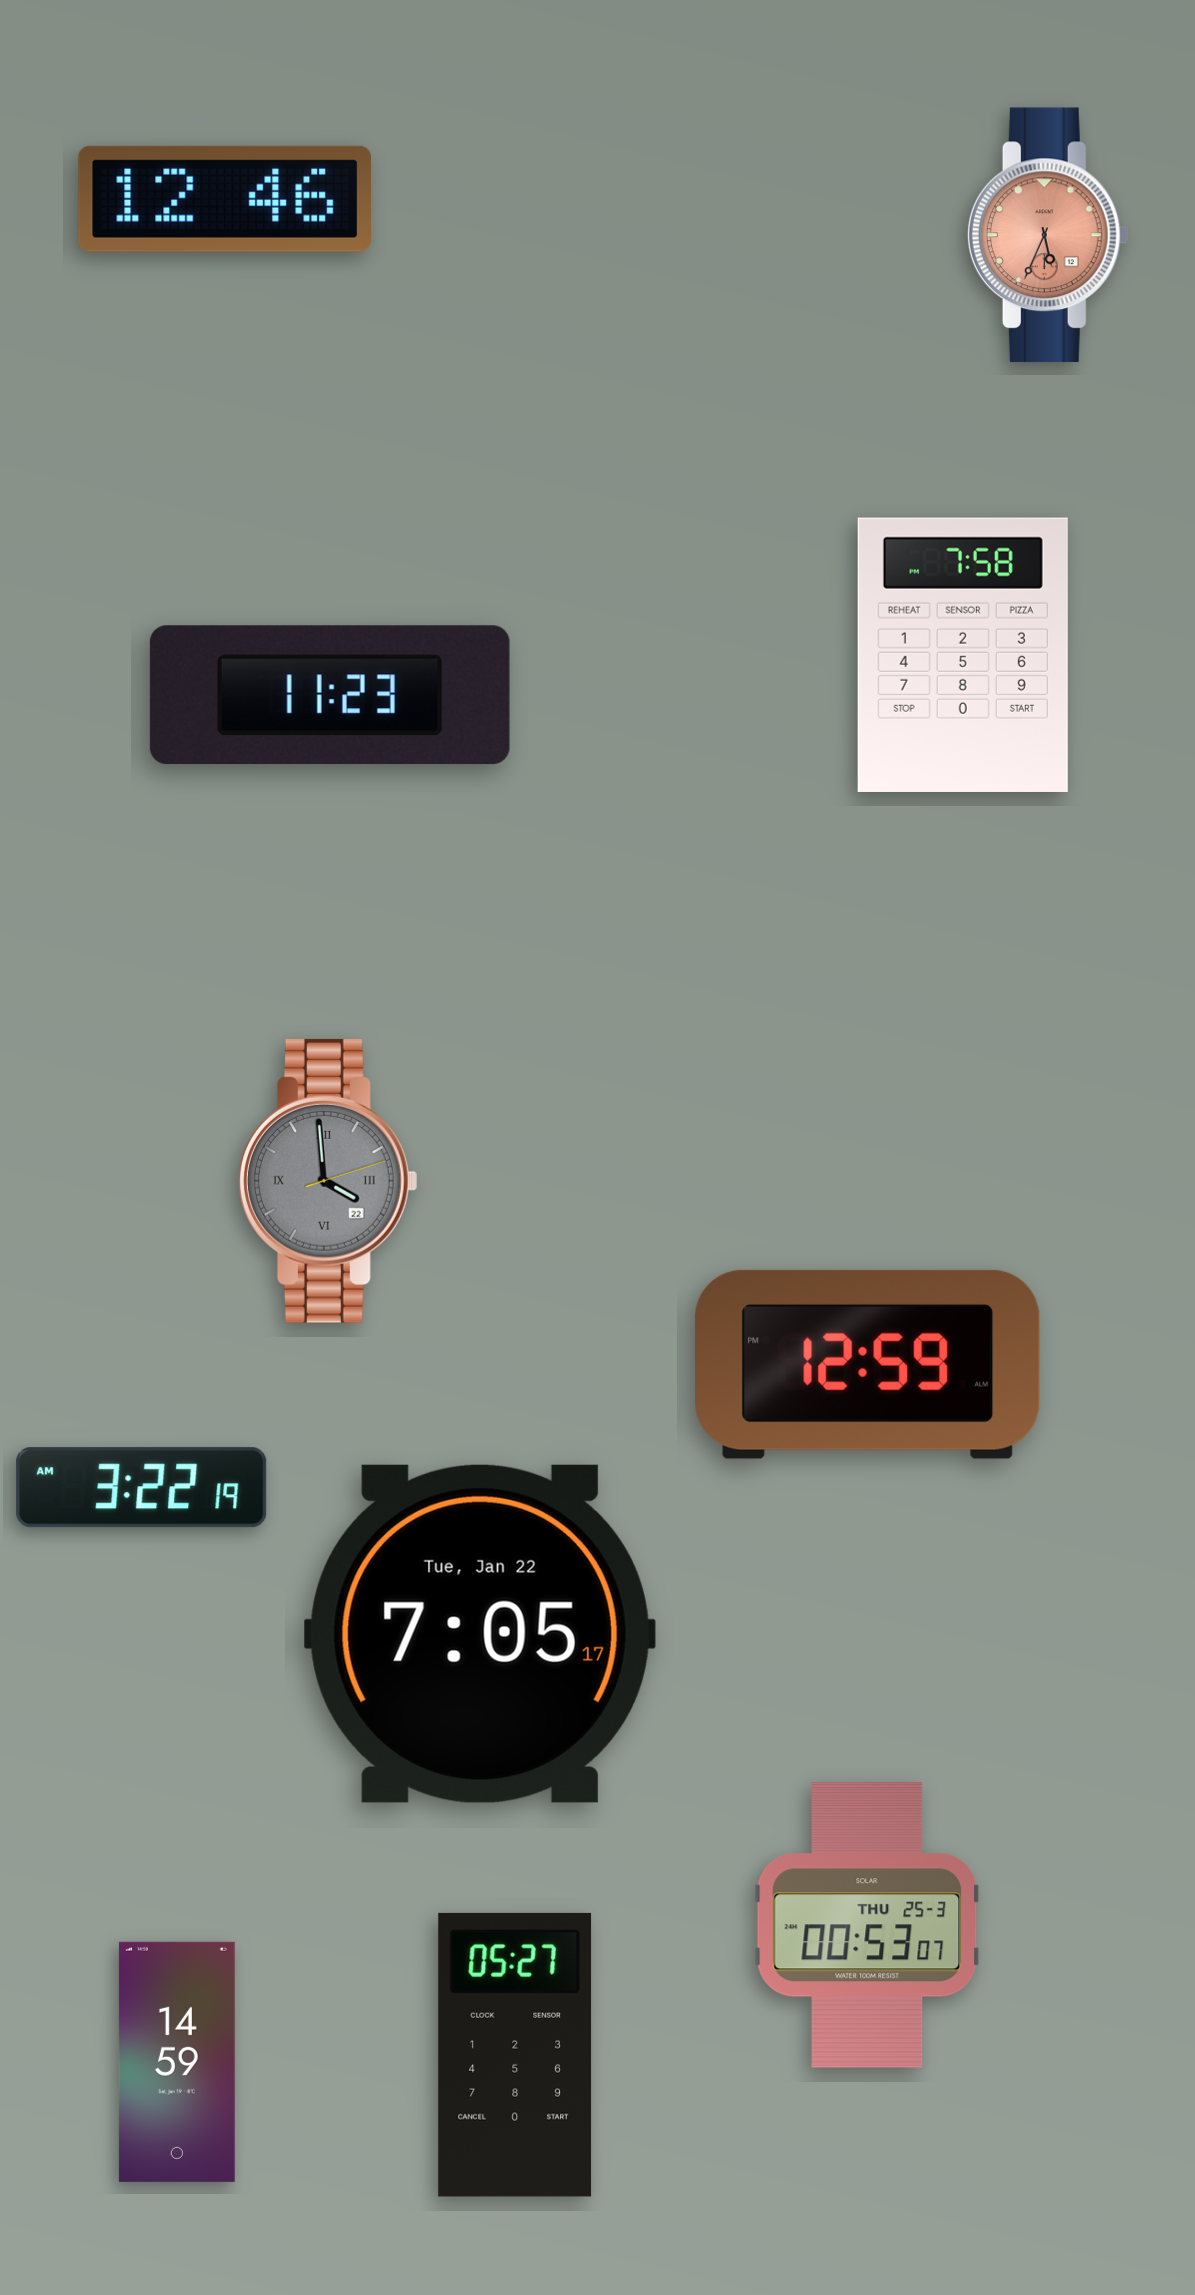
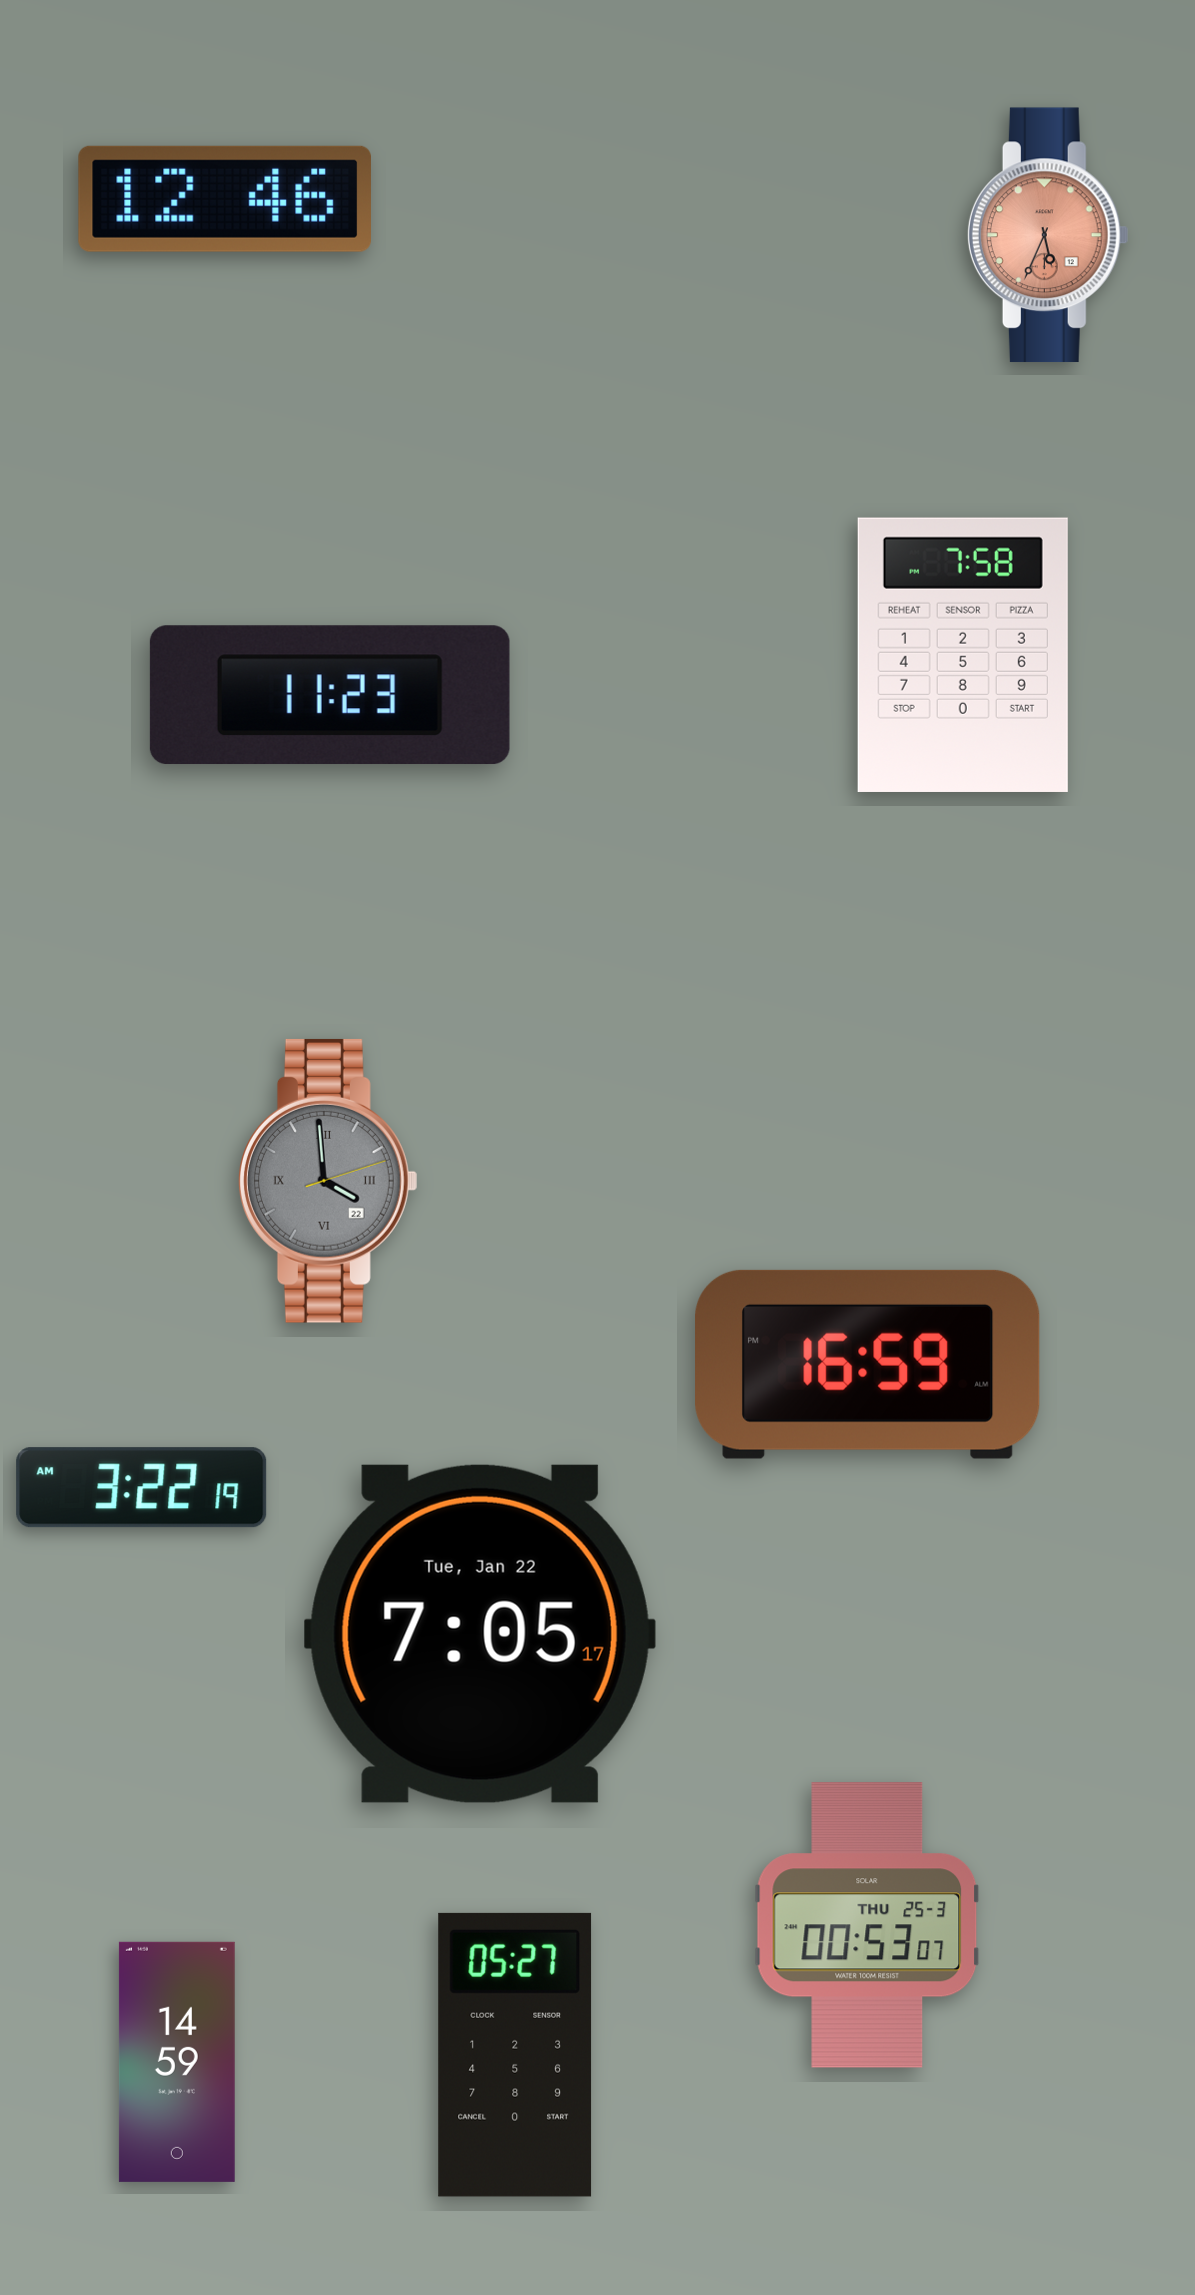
clock at (868, 1364): 12:59 -> 16:59
